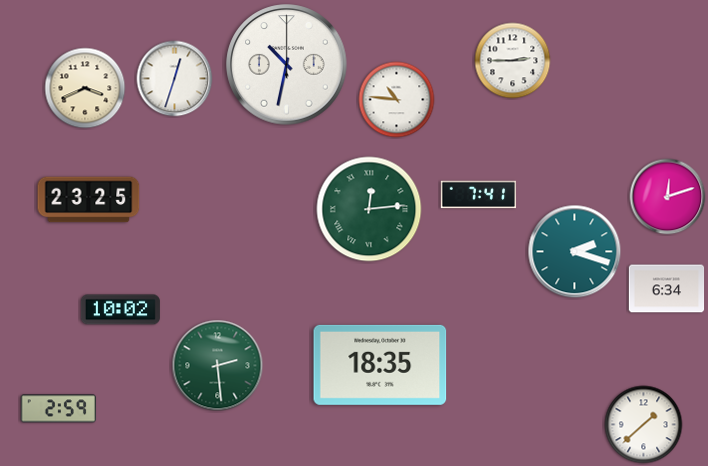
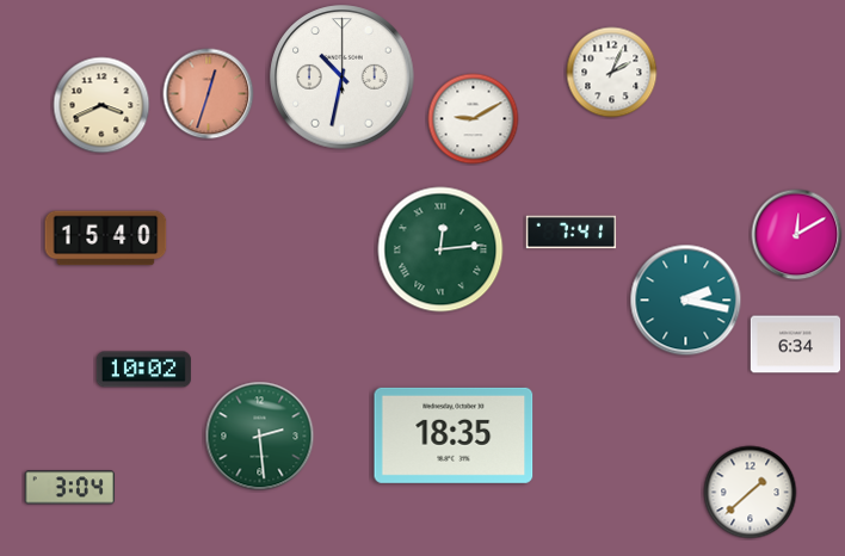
clock at (513, 61): 2:45 -> 2:04
clock at (175, 79) dial: white -> salmon
clock at (397, 100): 10:46 -> 9:10
clock at (668, 197): 12:12 -> 12:10
clock at (89, 200): 23:25 -> 15:40
clock at (575, 252): 2:18 -> 2:17
clock at (58, 409): 2:59 -> 3:04
clock at (644, 425) position: (644, 425) -> (751, 493)
